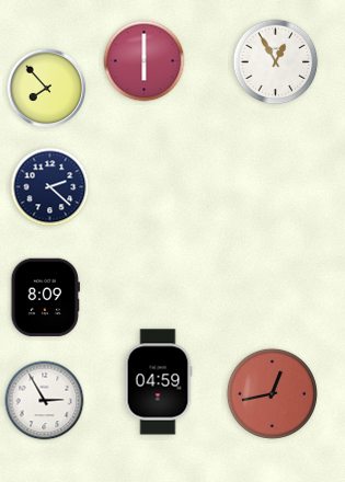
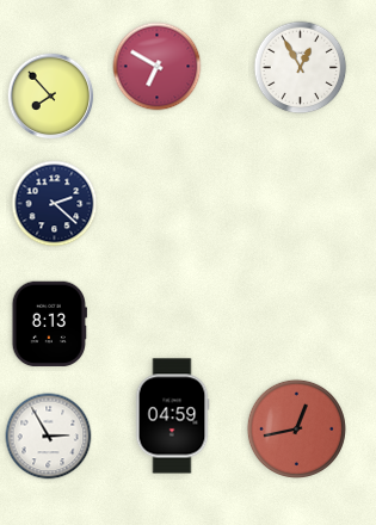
clock at (145, 61): 6:00 -> 6:50
clock at (45, 298): 8:09 -> 8:13
